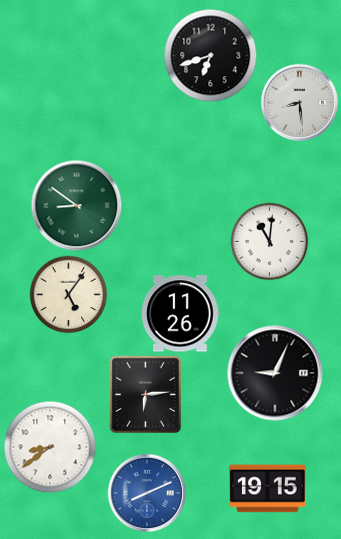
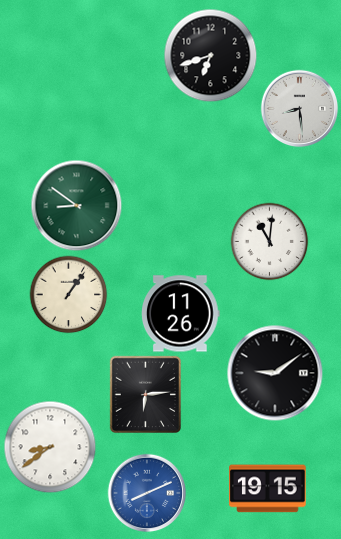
clock at (299, 102) position: (299, 102) -> (299, 108)
clock at (68, 294): 5:06 -> 1:06
clock at (275, 373): 9:04 -> 9:09
